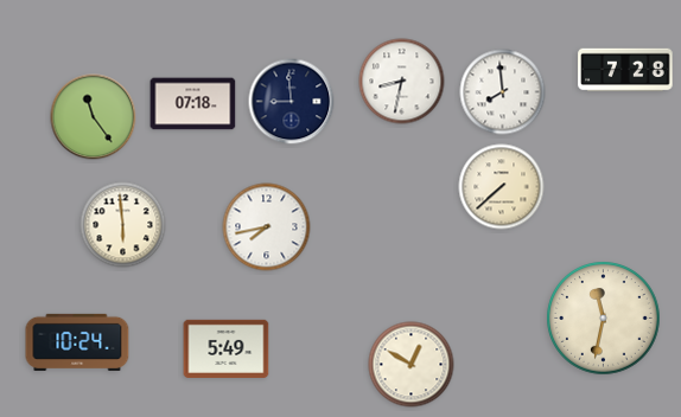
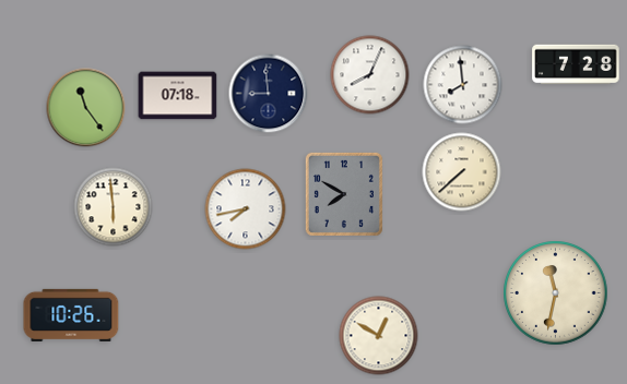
clock at (402, 82): 8:32 -> 8:04
clock at (344, 194): none -> 7:50
clock at (77, 342): 10:24 -> 10:26
clock at (227, 348): 5:49 -> none
